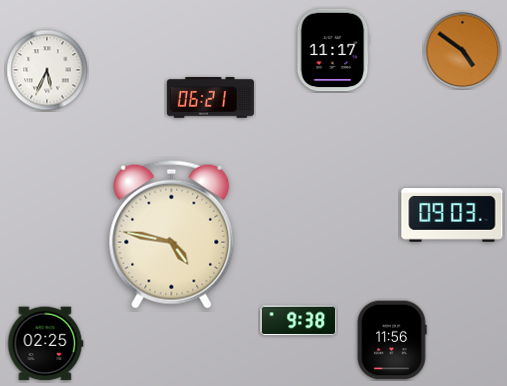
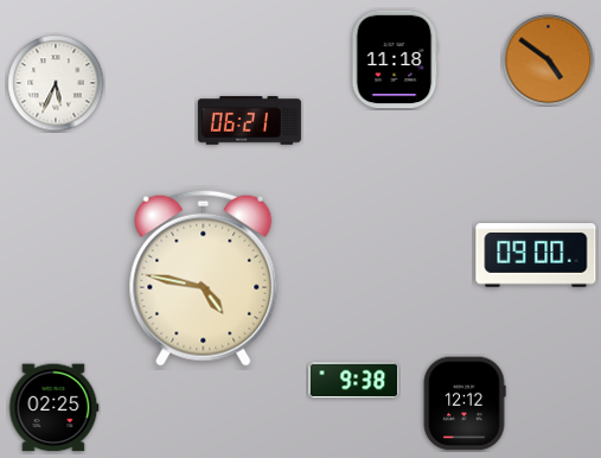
clock at (333, 50): 11:17 -> 11:18
clock at (210, 98) position: (210, 98) -> (249, 121)
clock at (452, 215): 09:03 -> 09:00
clock at (392, 340): 11:56 -> 12:12
